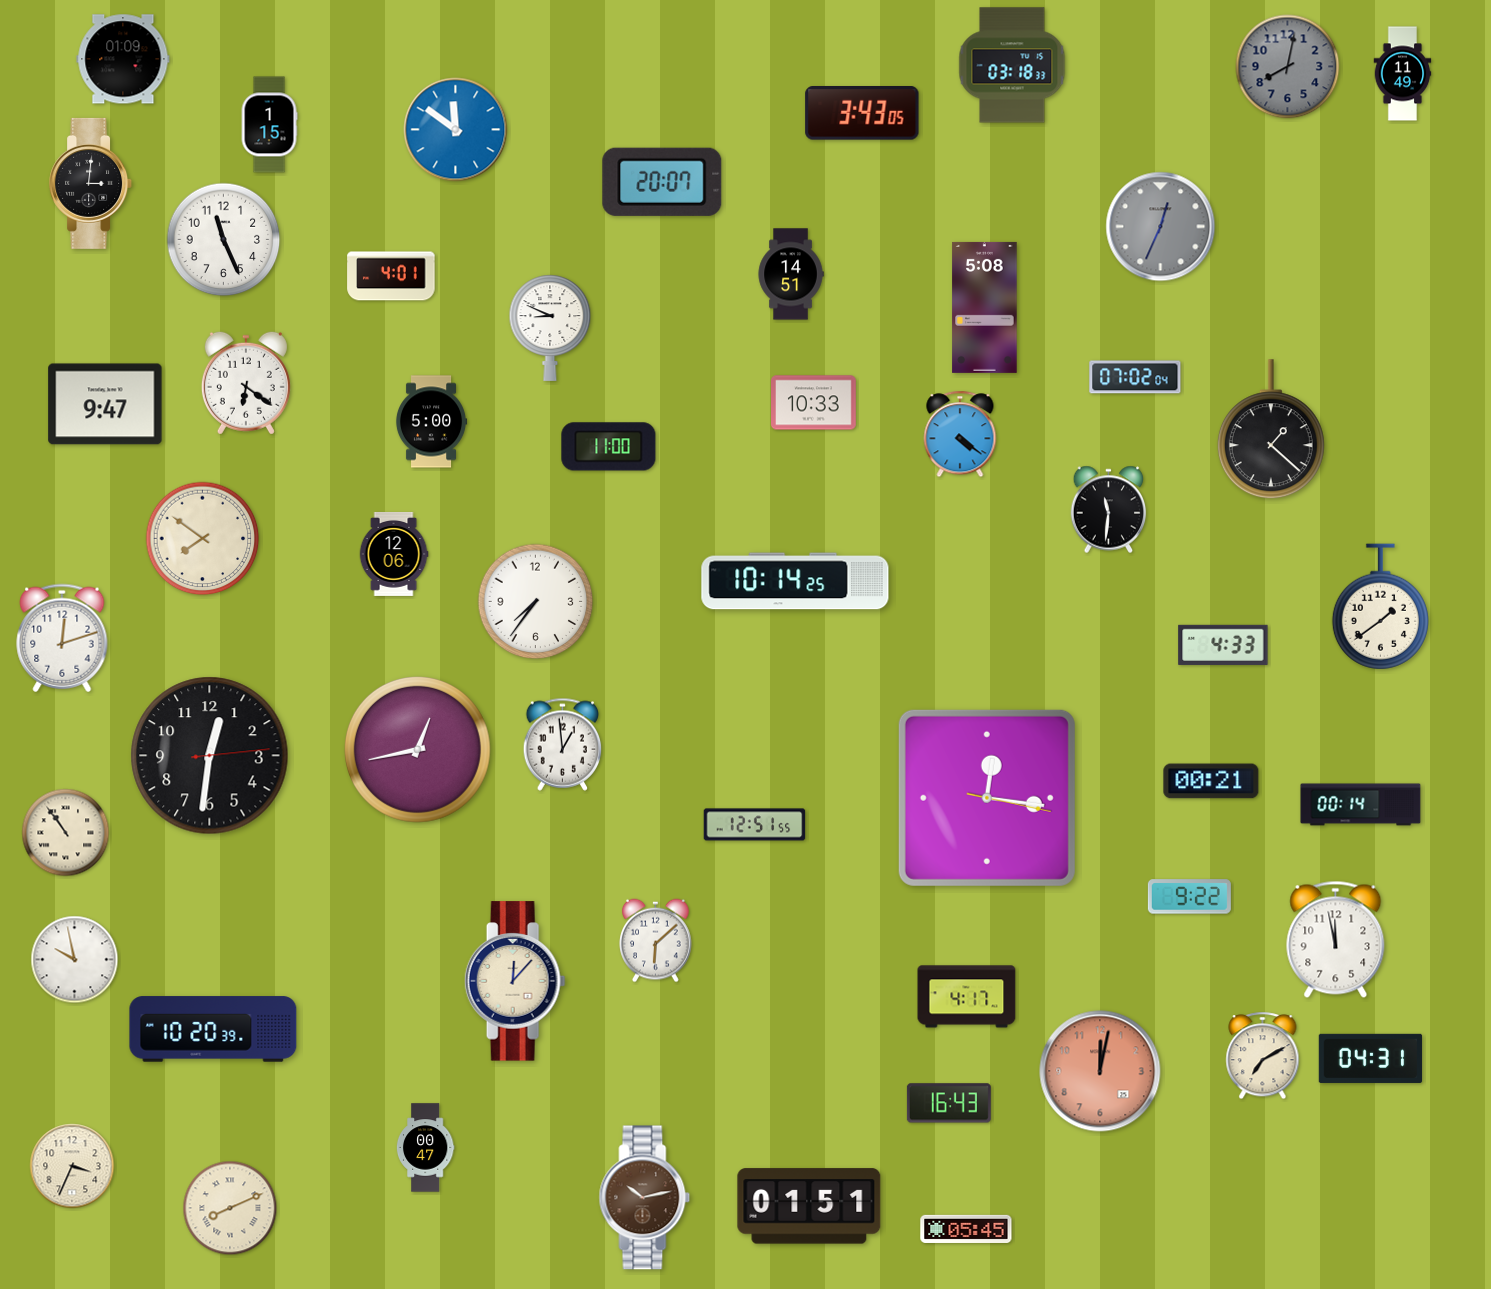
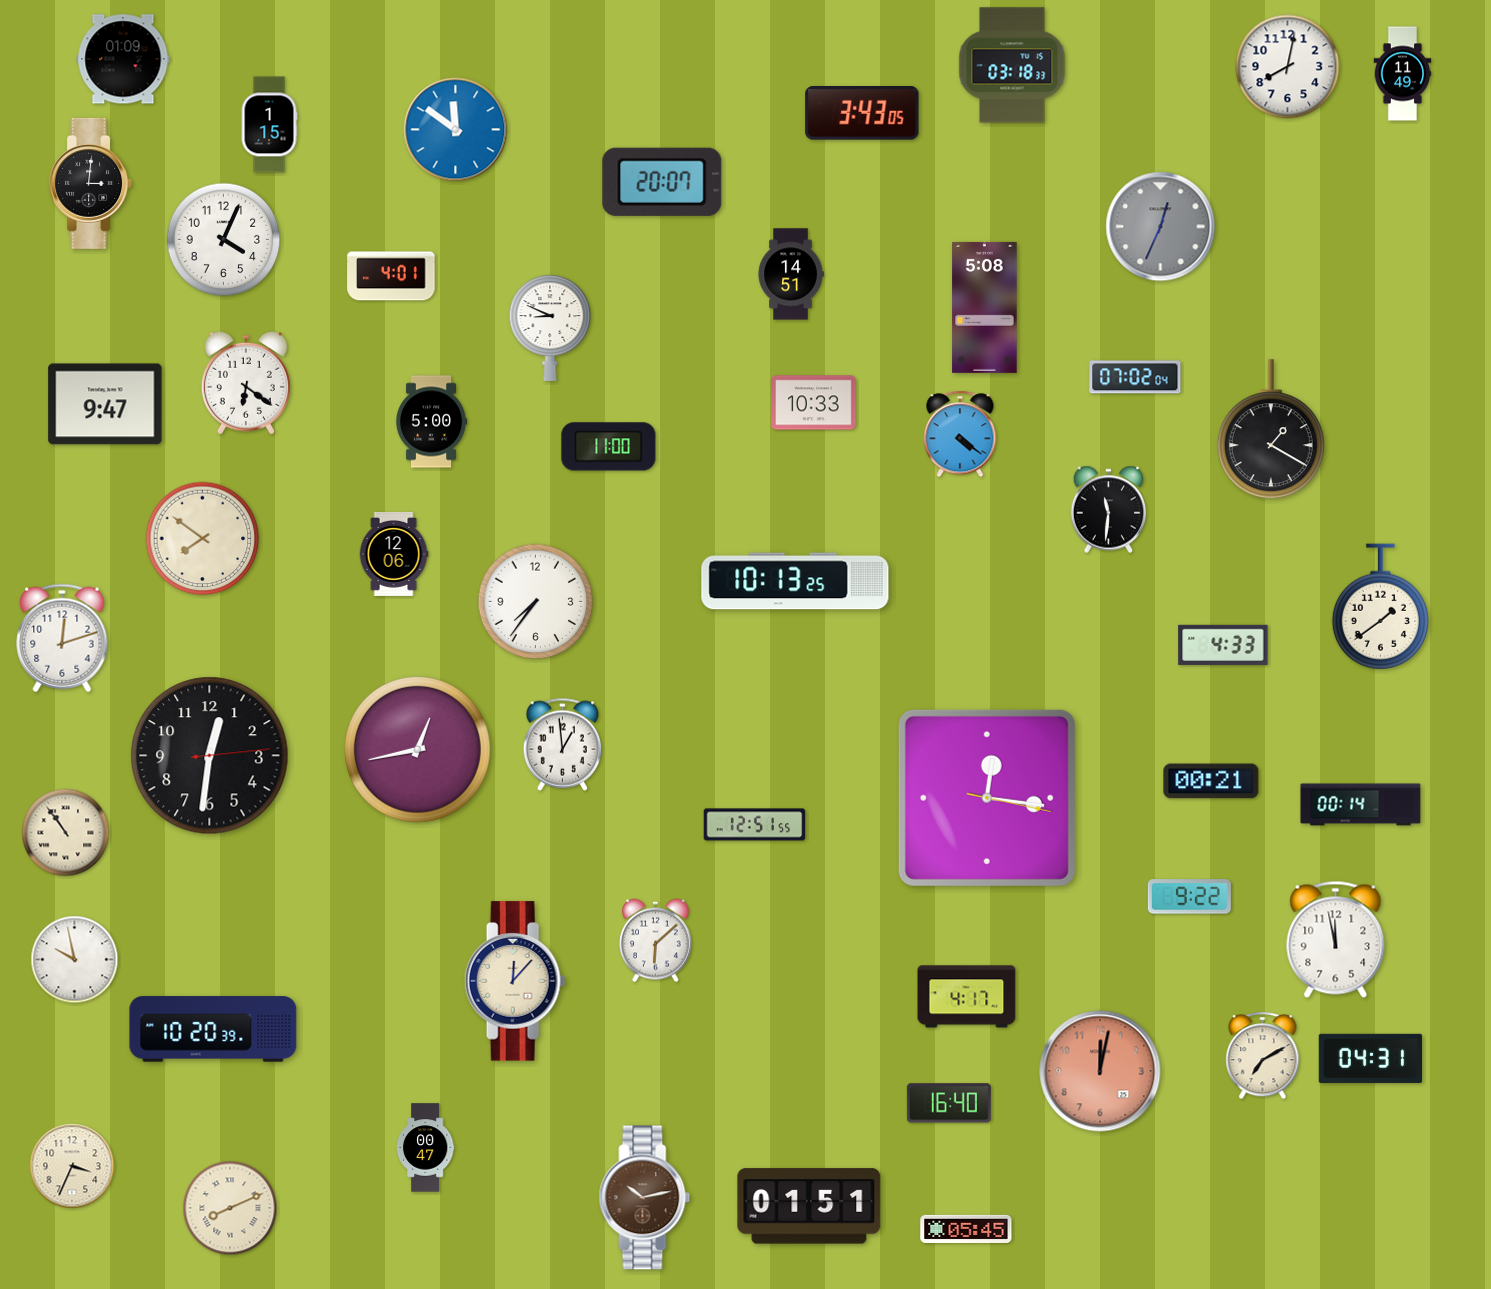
clock at (1288, 67) dial: grey -> white
clock at (224, 240): 11:26 -> 4:04
clock at (1271, 430): 1:22 -> 1:20
clock at (795, 581): 10:14 -> 10:13
clock at (949, 1103): 16:43 -> 16:40
